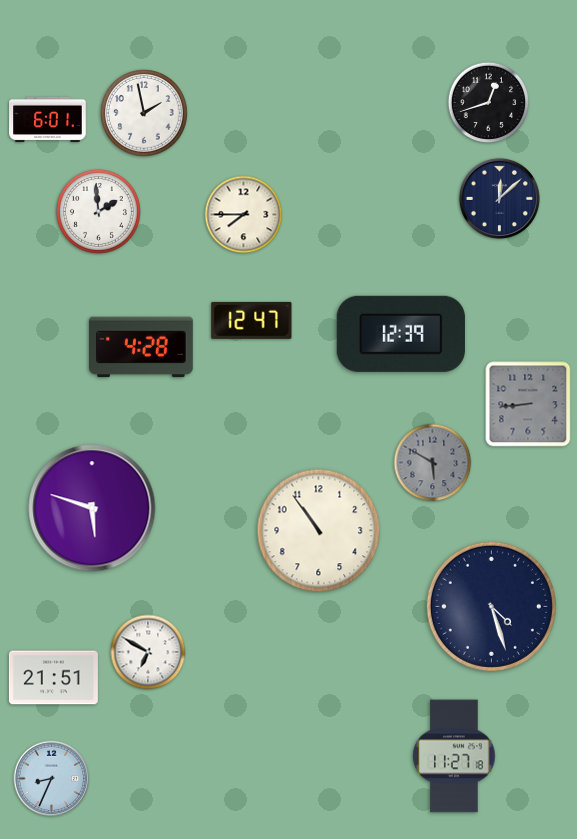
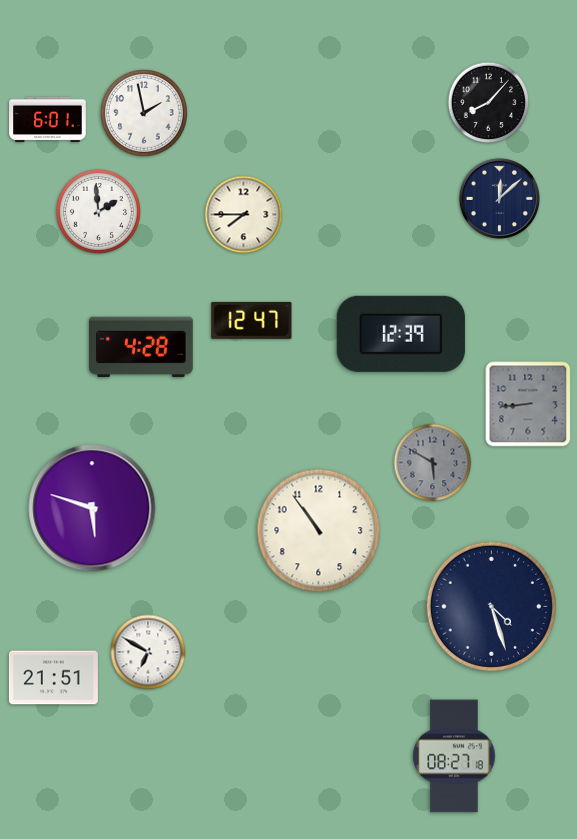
clock at (489, 103): 12:42 -> 8:07
clock at (454, 756): 11:27 -> 08:27
clock at (52, 779): 8:34 -> none
